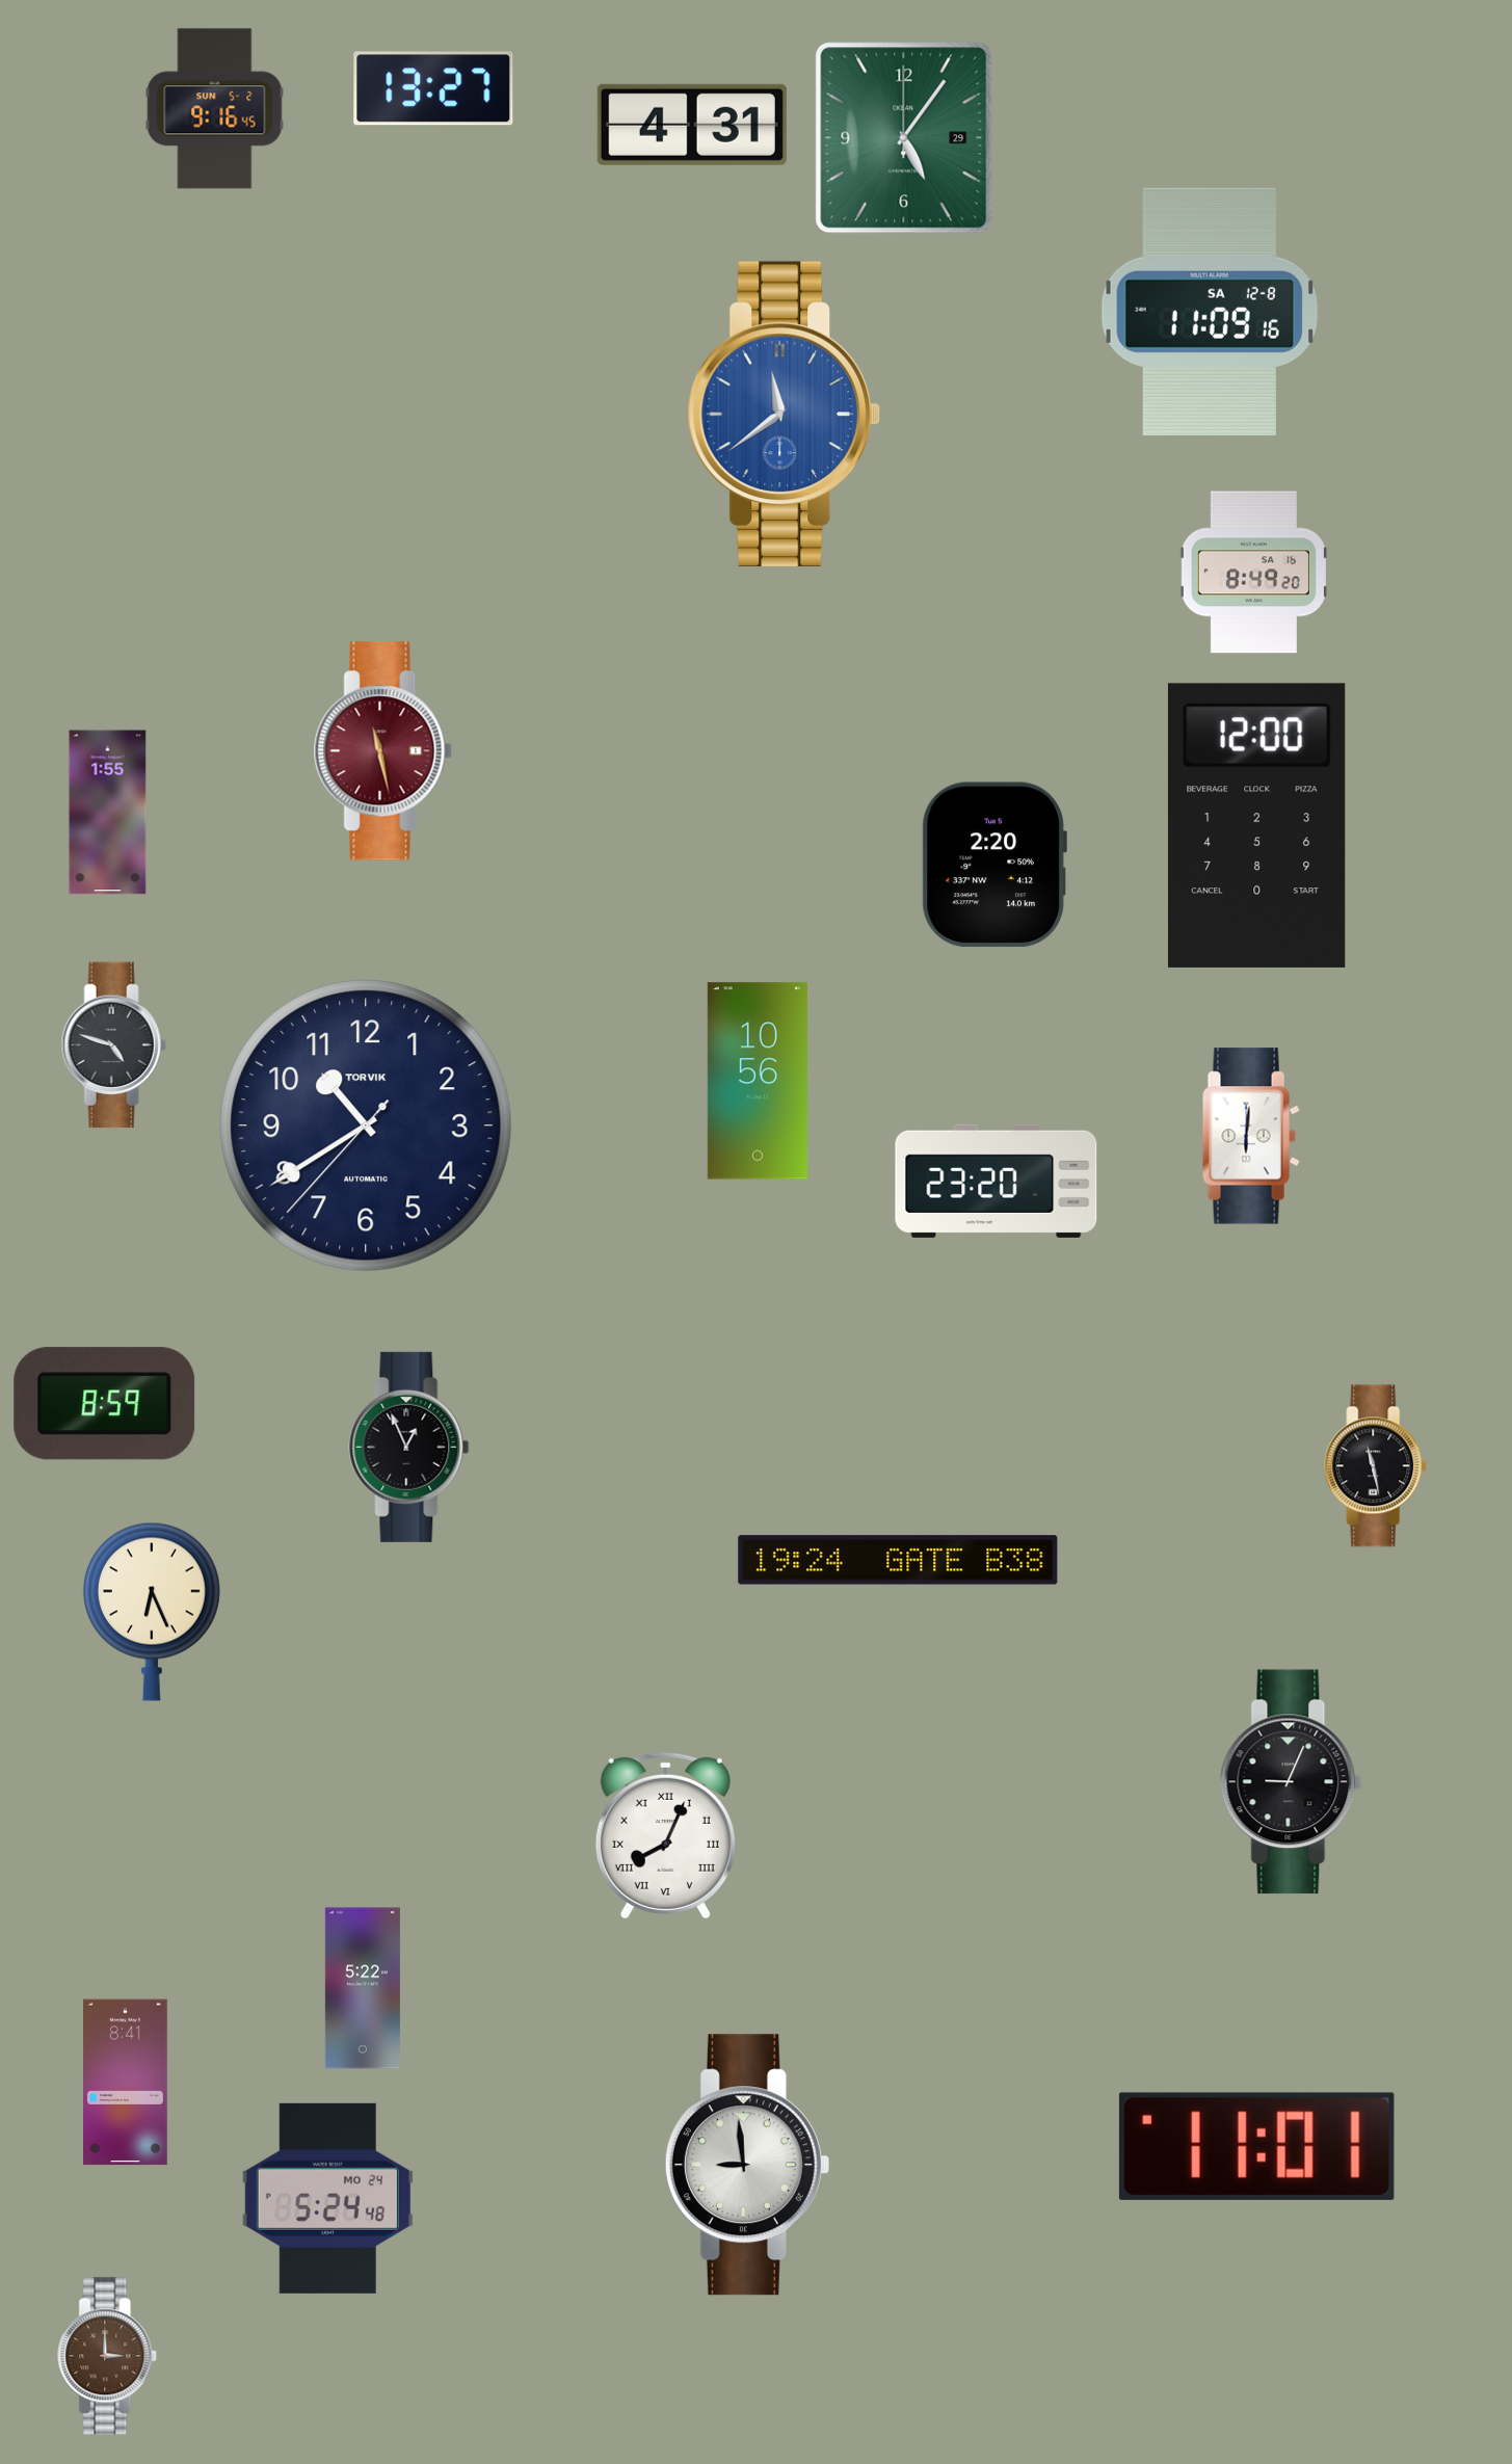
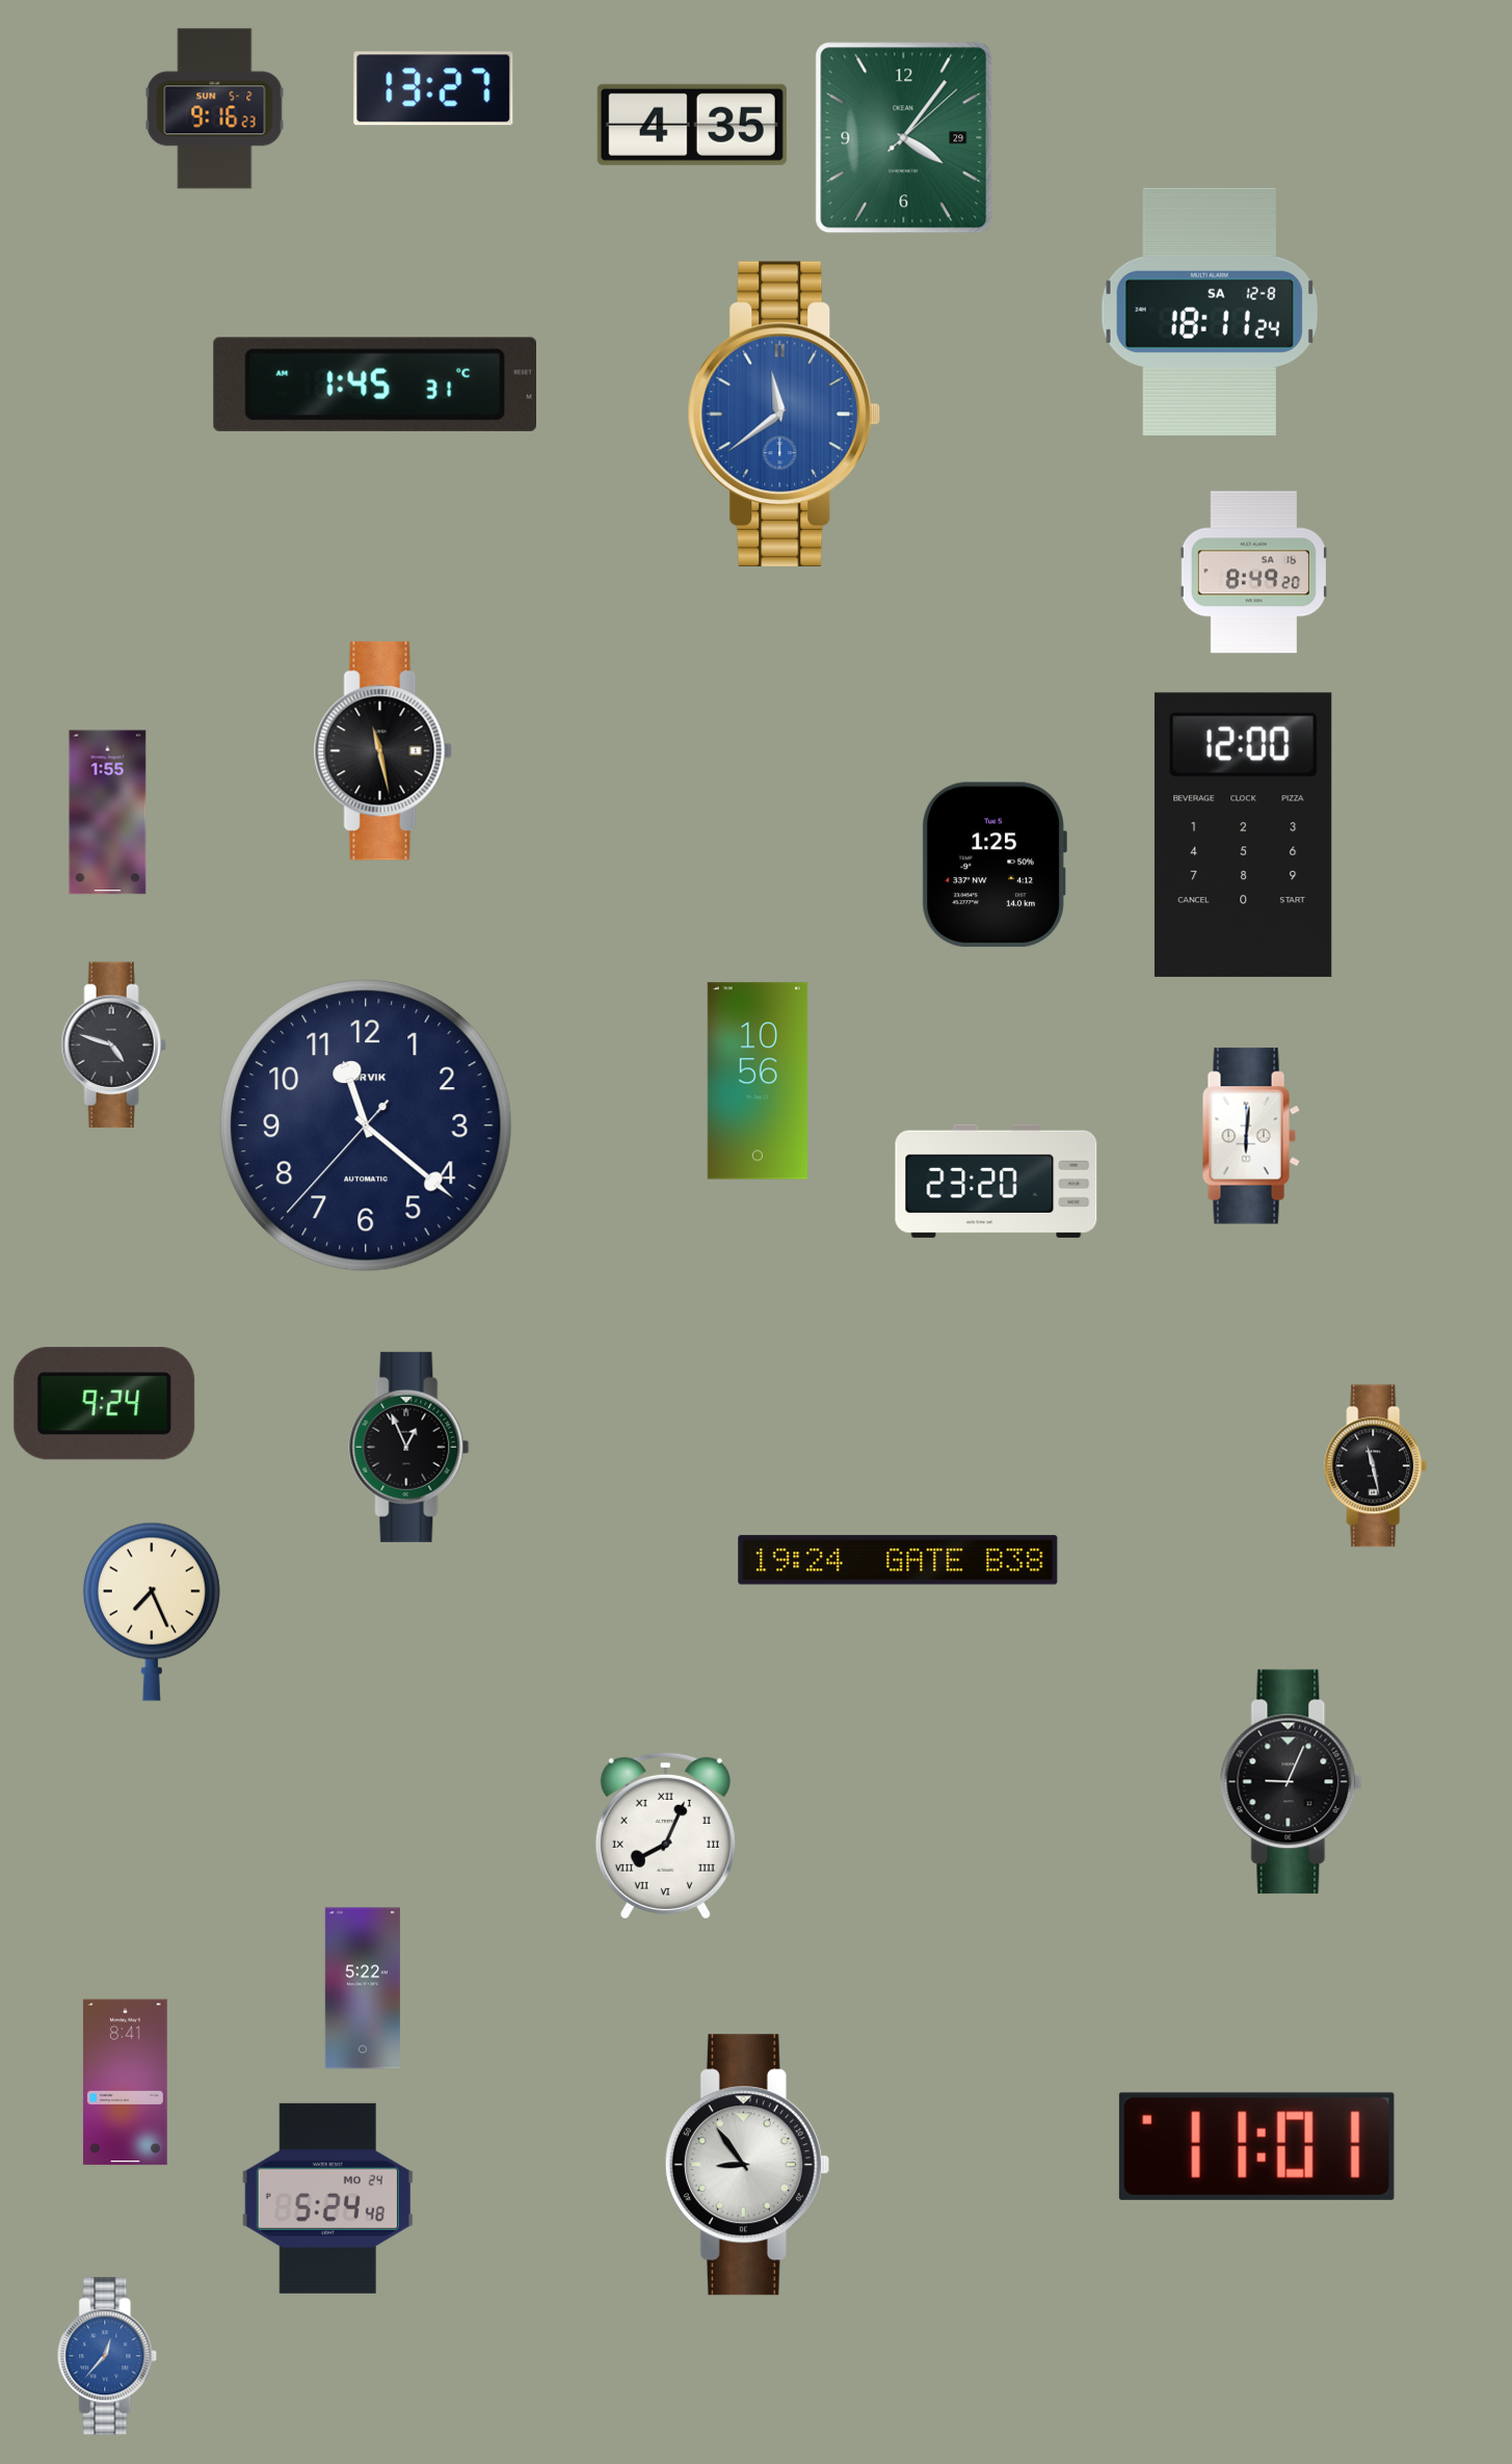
clock at (215, 109): 9:16:45 -> 9:16:23
clock at (692, 125): 4:31 -> 4:35
clock at (904, 138): 5:06 -> 4:06
clock at (1210, 312): 11:09 -> 18:11
clock at (374, 385): none -> 1:45
clock at (382, 751) dial: burgundy -> black
clock at (1256, 825) position: (1256, 825) -> (1243, 834)
clock at (994, 865): 2:20 -> 1:25
clock at (366, 1125): 10:39 -> 11:21
clock at (105, 1404): 8:59 -> 9:24
clock at (152, 1612): 6:26 -> 7:26
clock at (747, 2165): 8:59 -> 8:54
clock at (108, 2356): 3:00 -> 12:37
clock at (108, 2356) dial: brown -> blue
